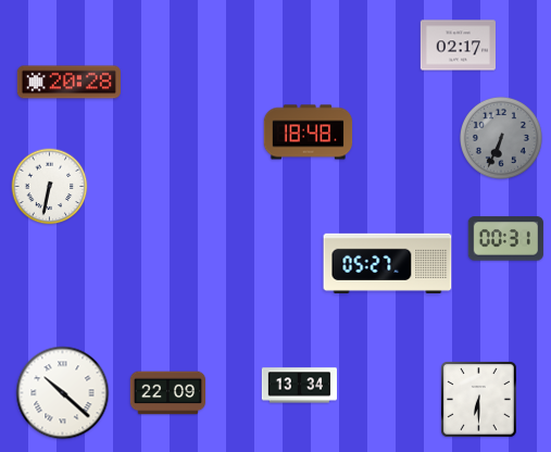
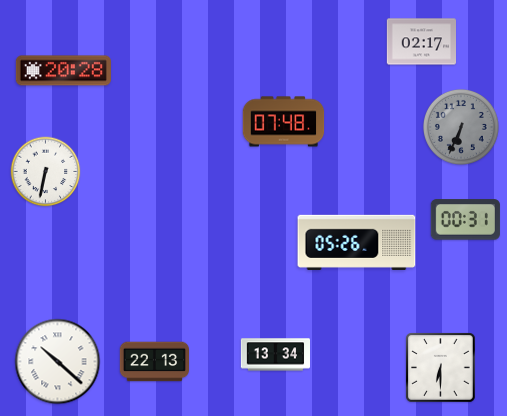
clock at (68, 83) position: (68, 83) -> (63, 71)
clock at (309, 133): 18:48 -> 07:48
clock at (388, 263): 05:27 -> 05:26
clock at (168, 393): 22:09 -> 22:13
